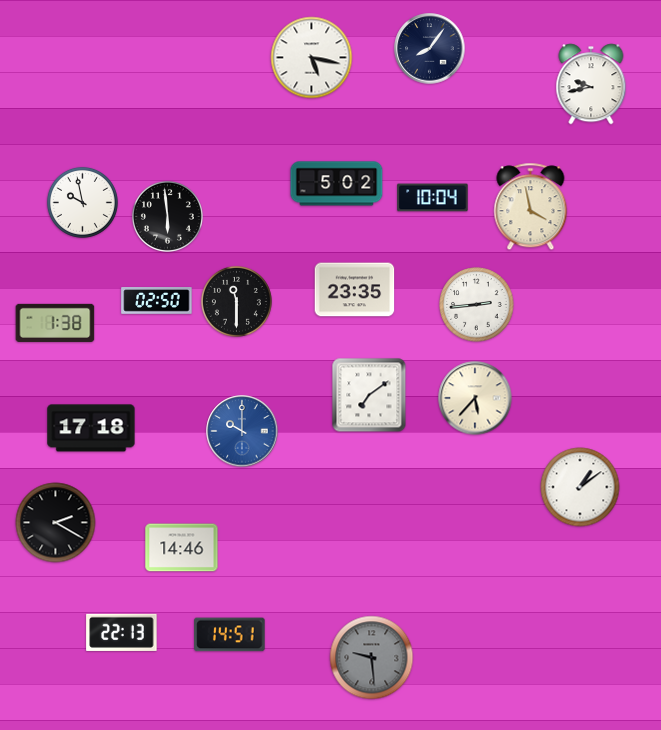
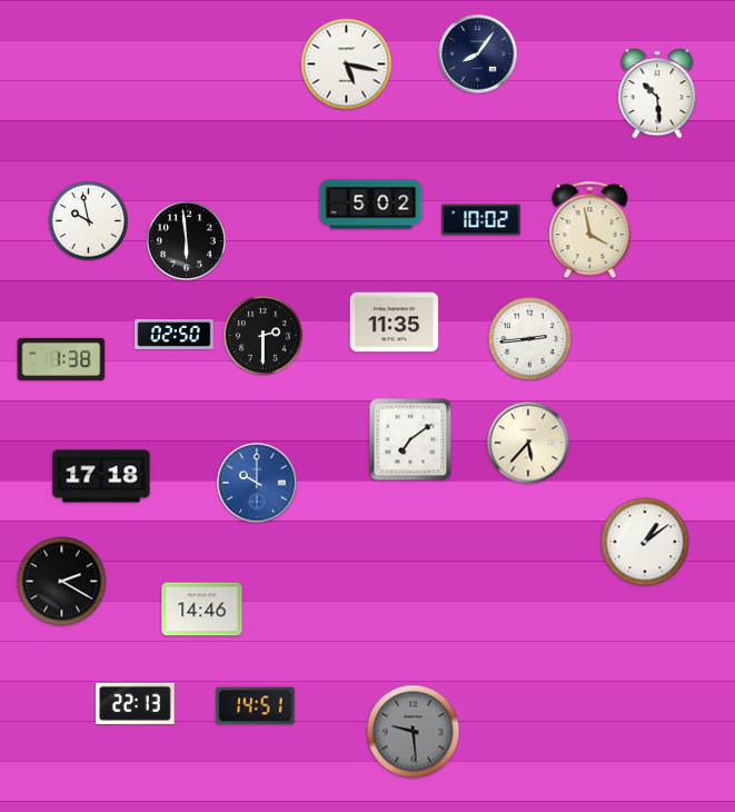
clock at (591, 84): 9:43 -> 10:29
clock at (337, 184) position: (337, 184) -> (371, 205)
clock at (433, 198): 10:04 -> 10:02
clock at (82, 202) position: (82, 202) -> (88, 220)
clock at (355, 290): 23:35 -> 11:35
clock at (236, 301): 11:30 -> 2:30
clock at (242, 431) position: (242, 431) -> (257, 483)
